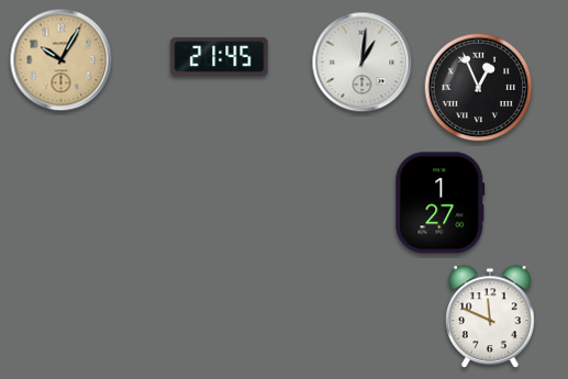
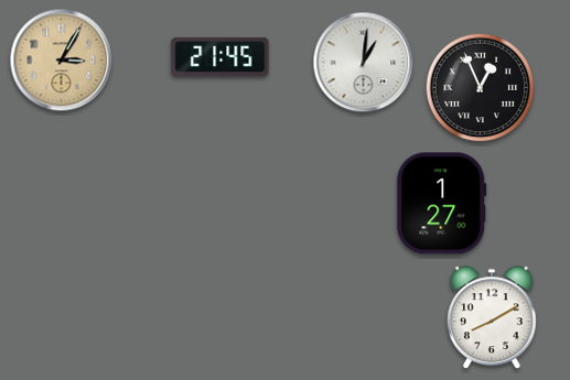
clock at (62, 60): 10:05 -> 3:05
clock at (491, 317): 11:49 -> 8:10
